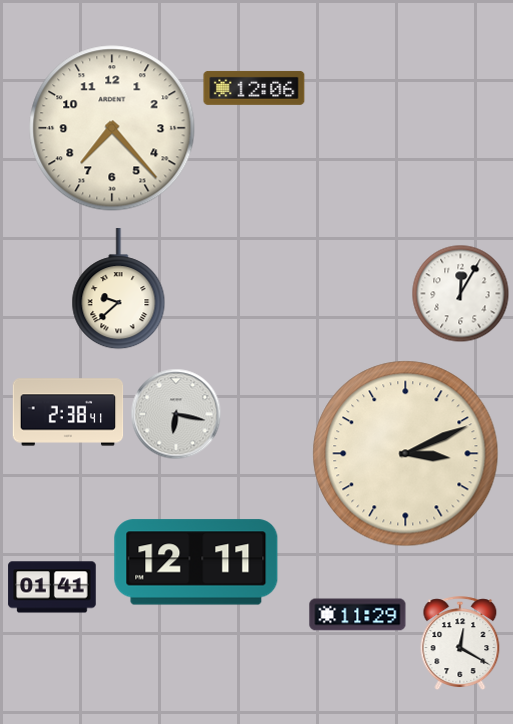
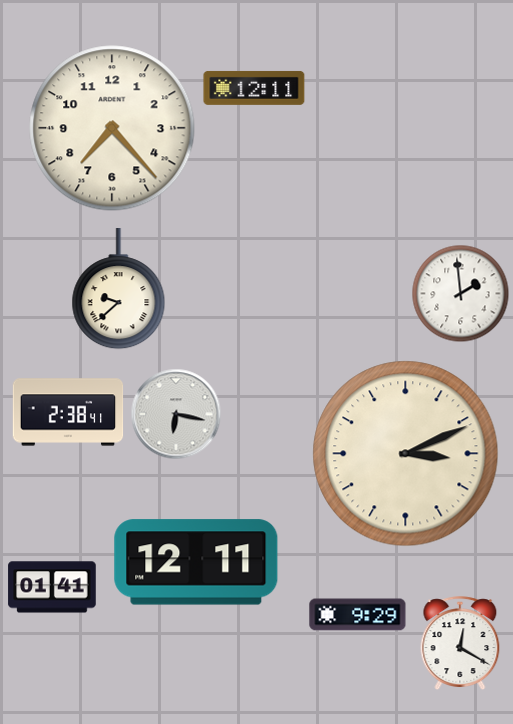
clock at (254, 88): 12:06 -> 12:11
clock at (461, 294): 12:05 -> 1:59
clock at (358, 615): 11:29 -> 9:29
